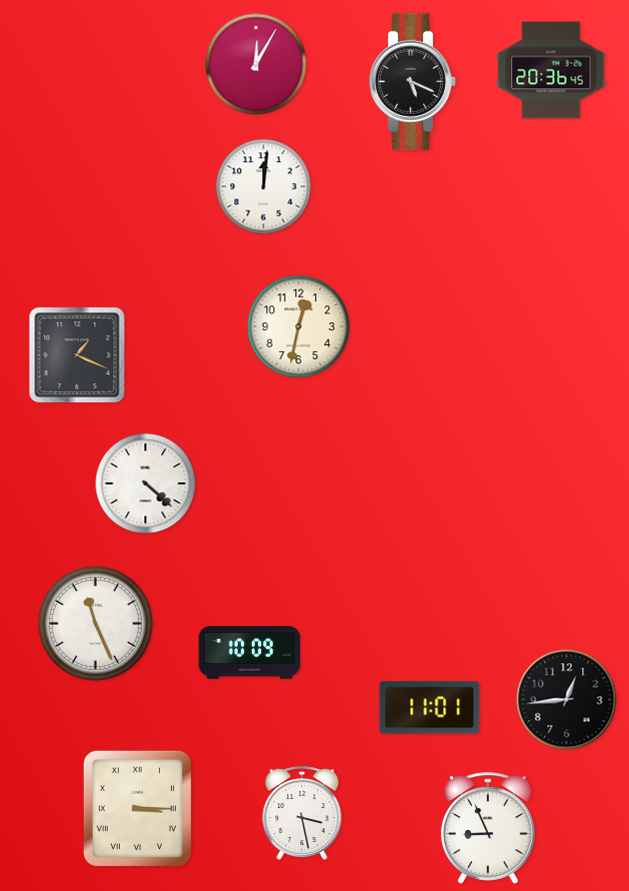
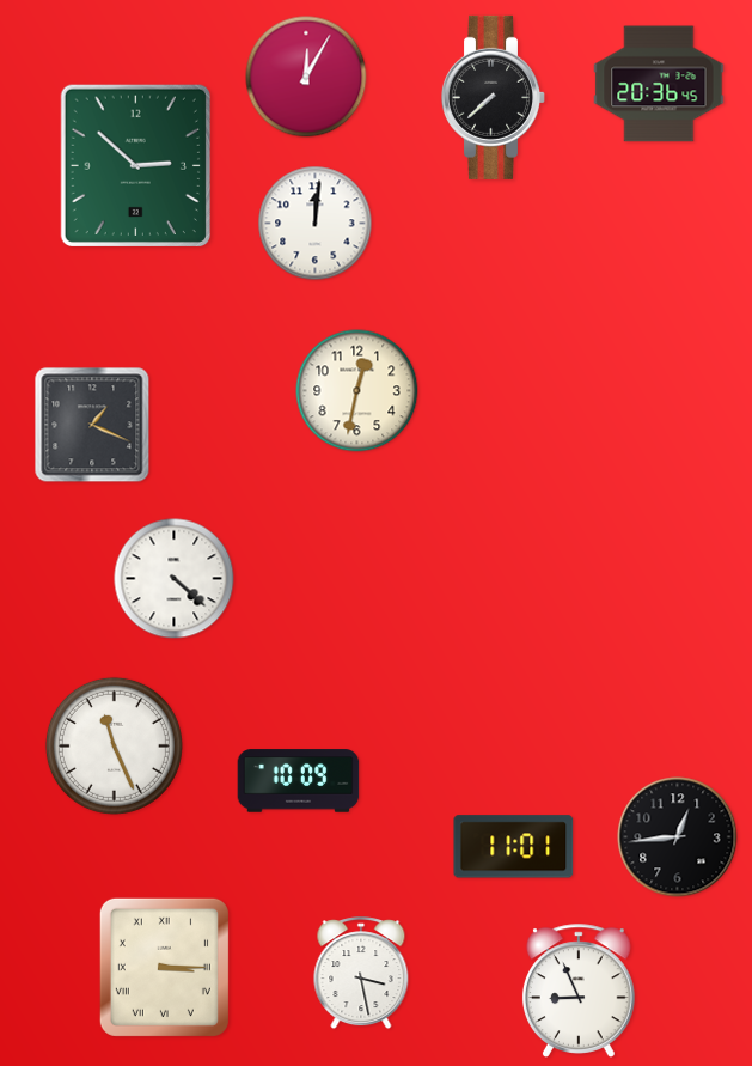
clock at (412, 81): 5:19 -> 7:38
clock at (135, 165): none -> 2:52
clock at (488, 828) position: (488, 828) -> (579, 991)
